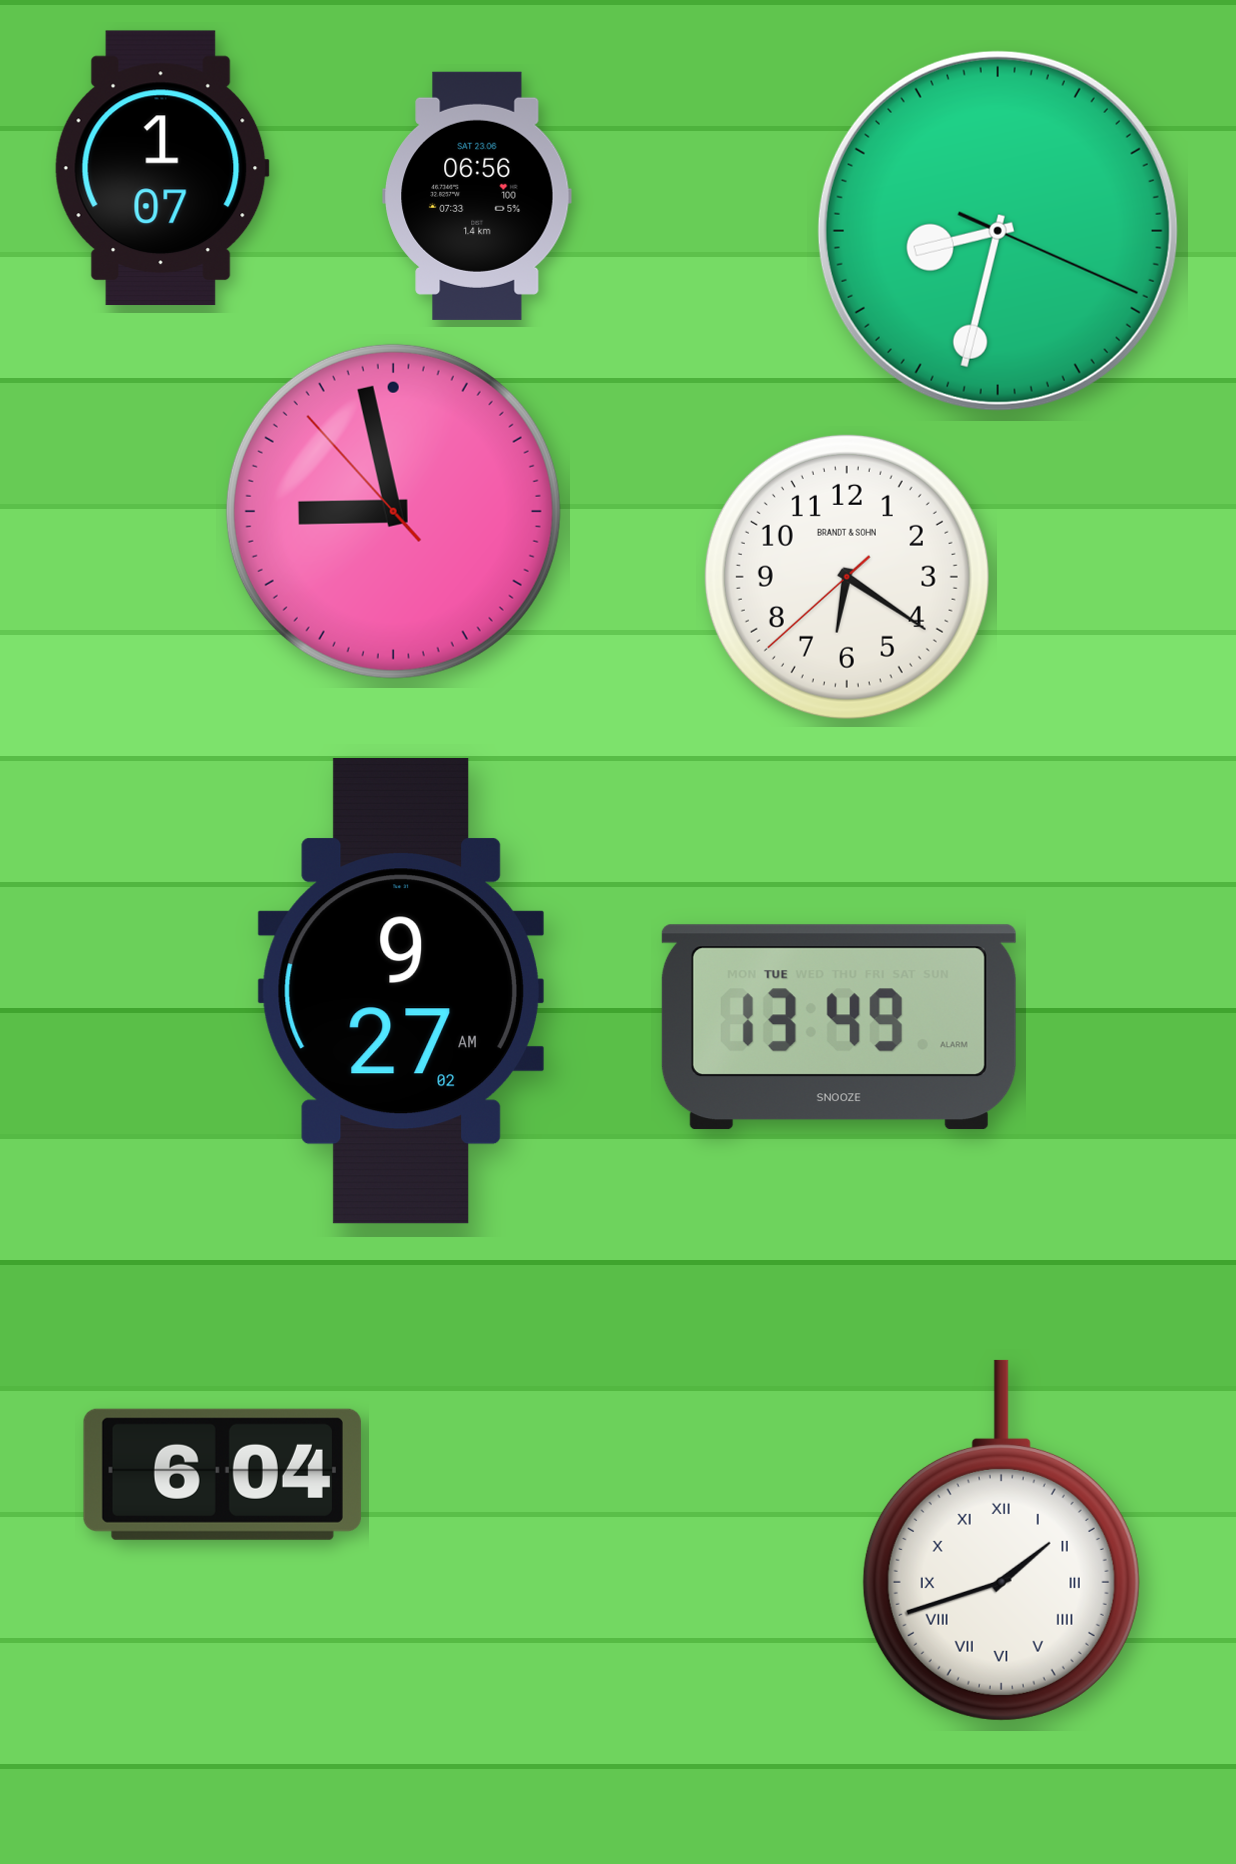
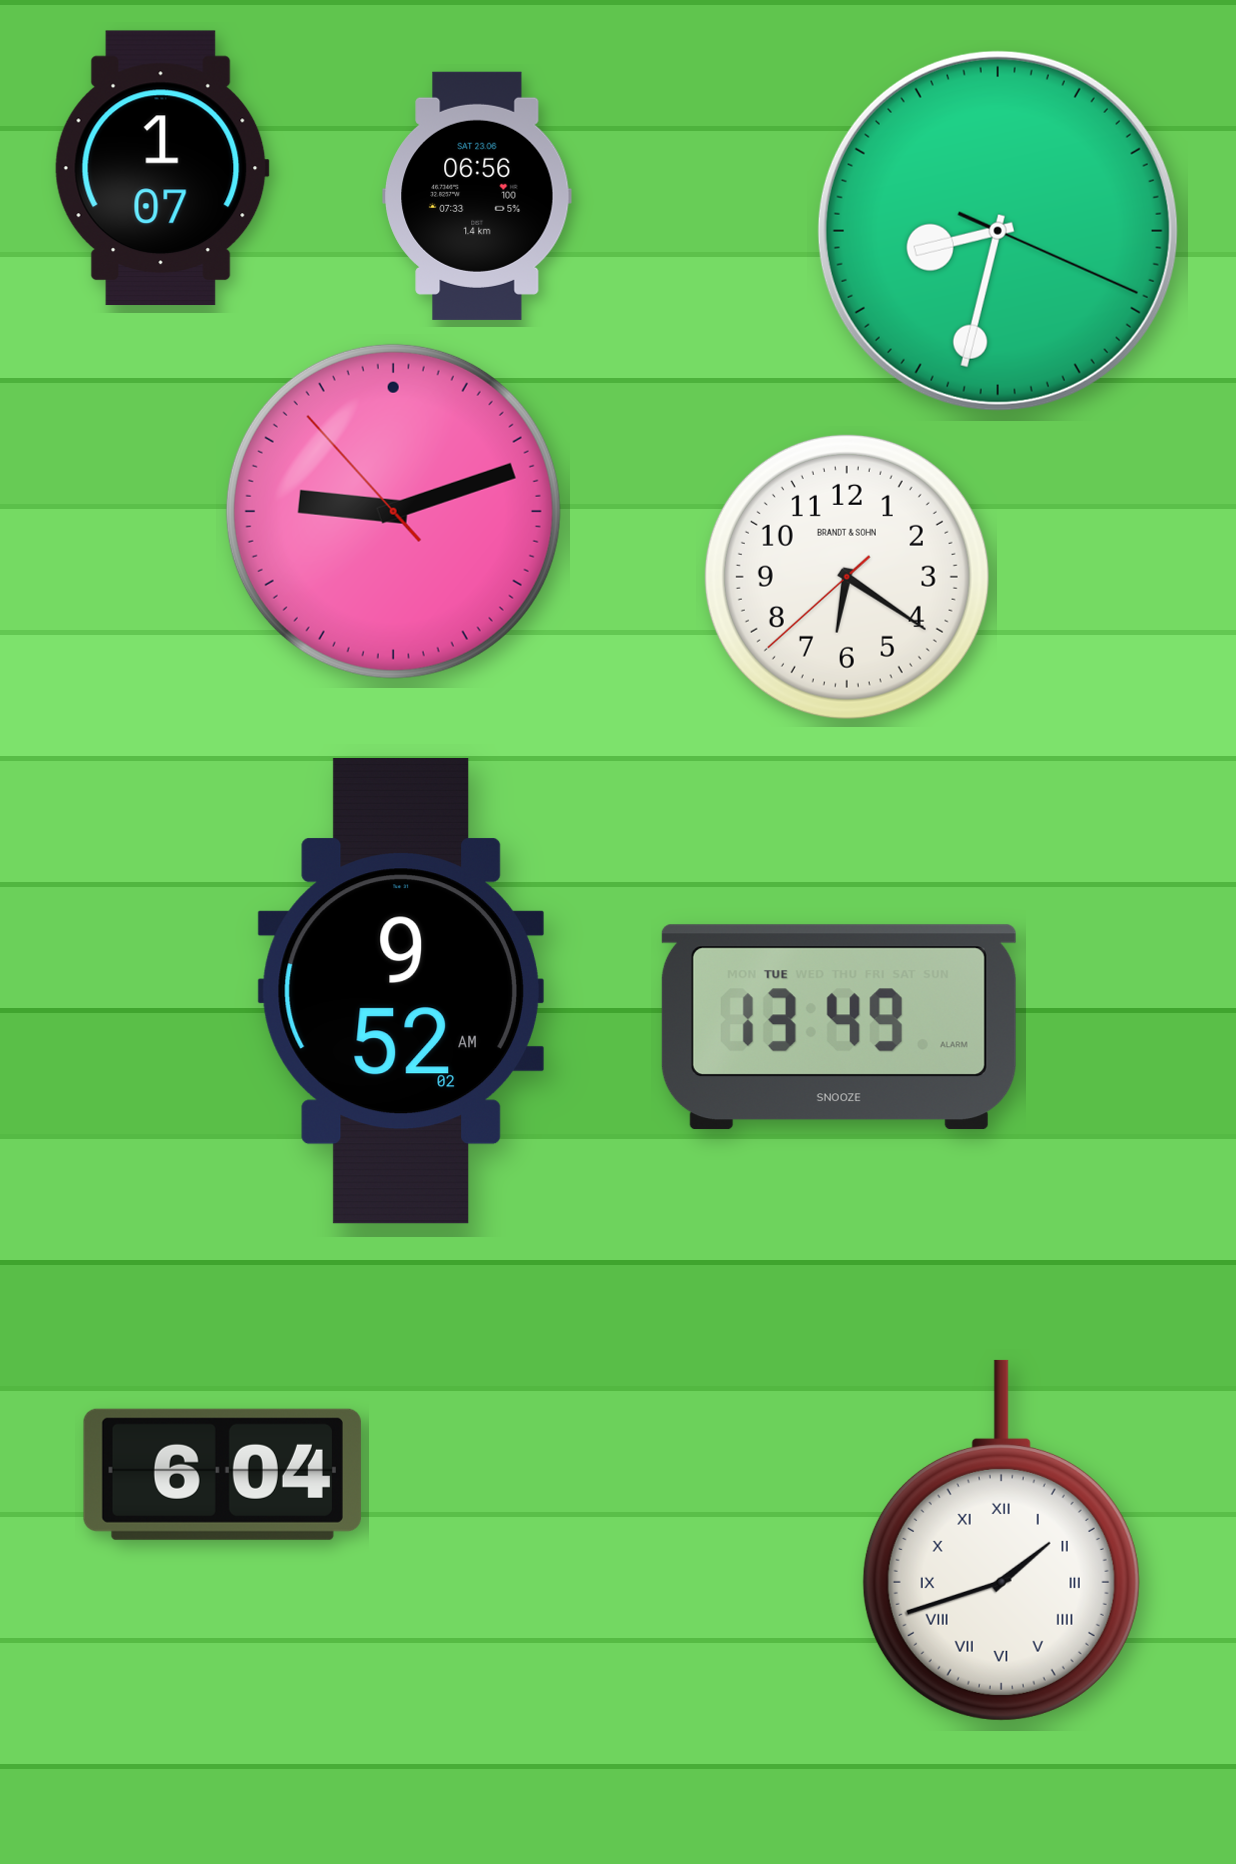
clock at (393, 511): 8:57 -> 9:11
clock at (401, 991): 9:27 -> 9:52
